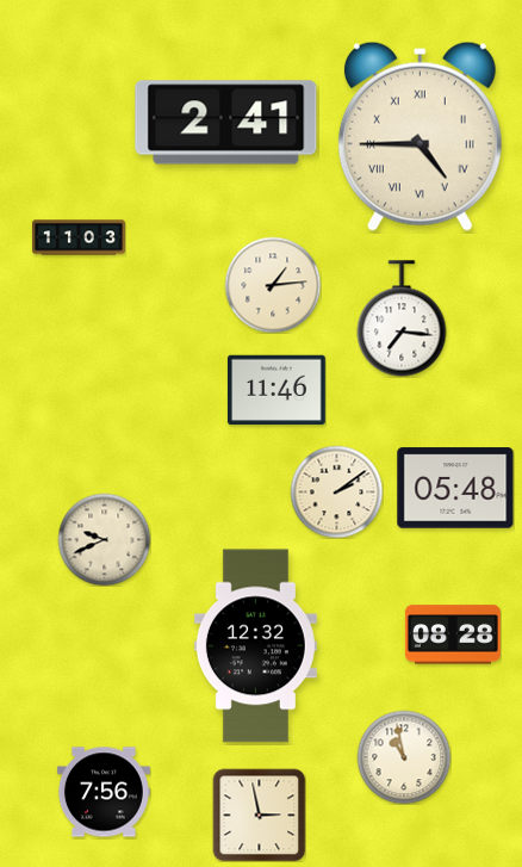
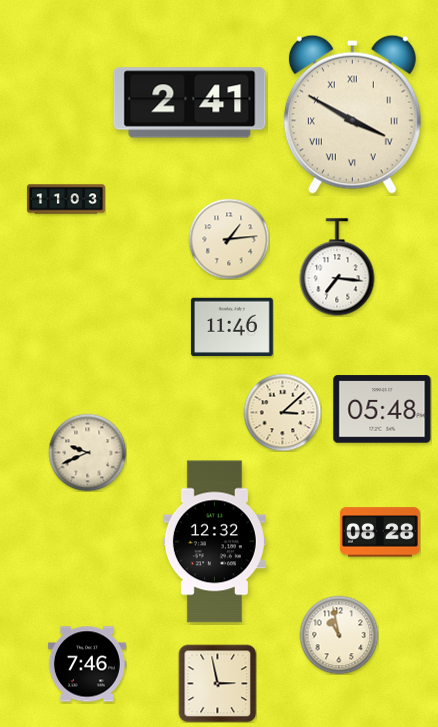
clock at (420, 136): 4:45 -> 3:50
clock at (336, 491): 2:09 -> 3:08
clock at (104, 792): 7:56 -> 7:46
